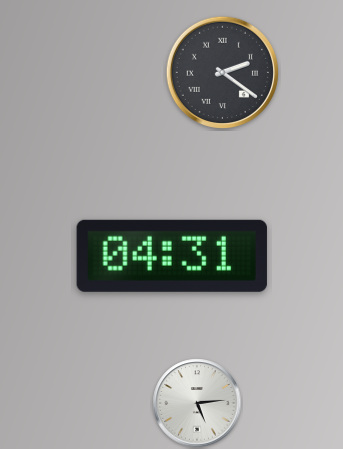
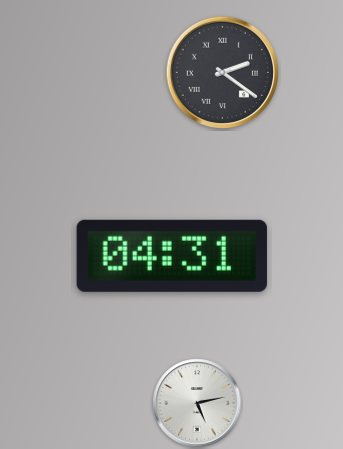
clock at (197, 403): 5:14 -> 5:13
